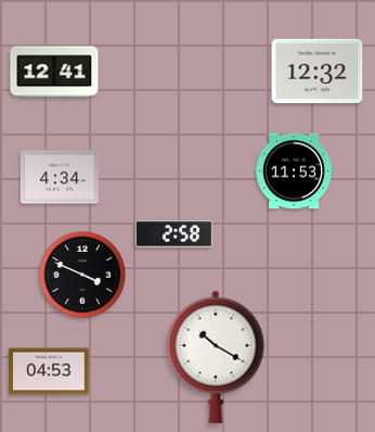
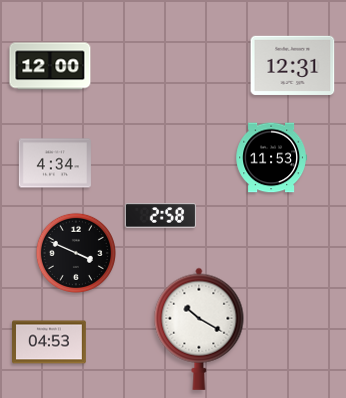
clock at (318, 71): 12:32 -> 12:31
clock at (54, 72): 12:41 -> 12:00
clock at (50, 371) position: (50, 371) -> (50, 342)
